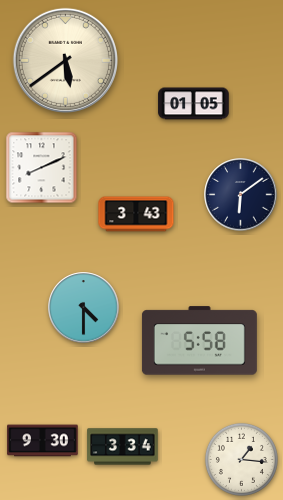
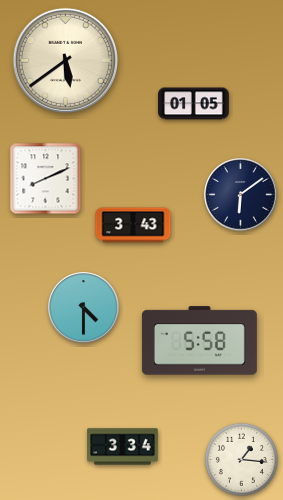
clock at (42, 168) position: (42, 168) -> (46, 179)
clock at (136, 214) position: (136, 214) -> (133, 225)
clock at (43, 441): 9:30 -> none
